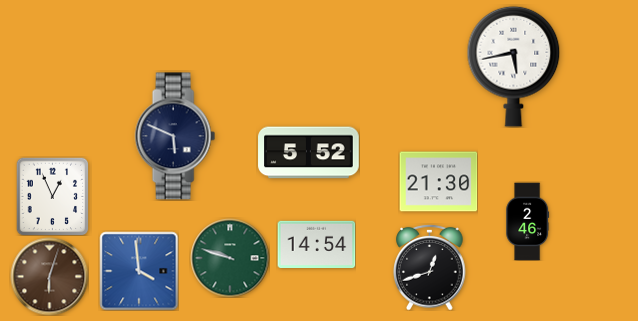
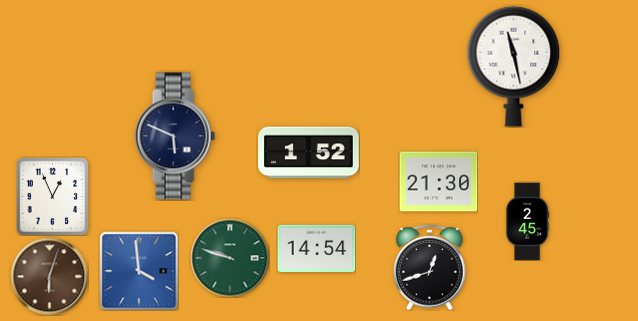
clock at (514, 66): 5:43 -> 11:28
clock at (309, 153): 5:52 -> 1:52
clock at (528, 221): 2:46 -> 2:45
clock at (316, 244) position: (316, 244) -> (316, 248)
